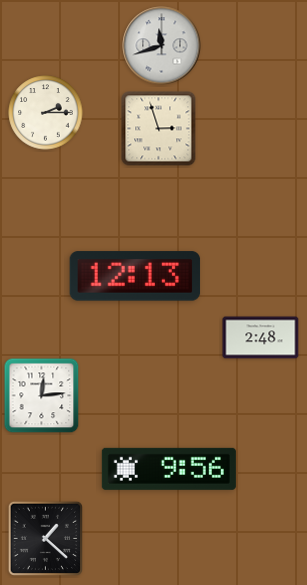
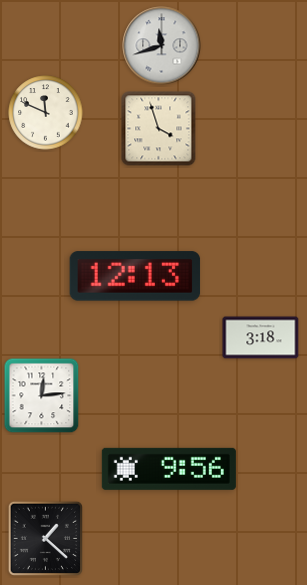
clock at (46, 113): 2:15 -> 11:49
clock at (159, 129): 2:57 -> 3:57
clock at (261, 338): 2:48 -> 3:18
